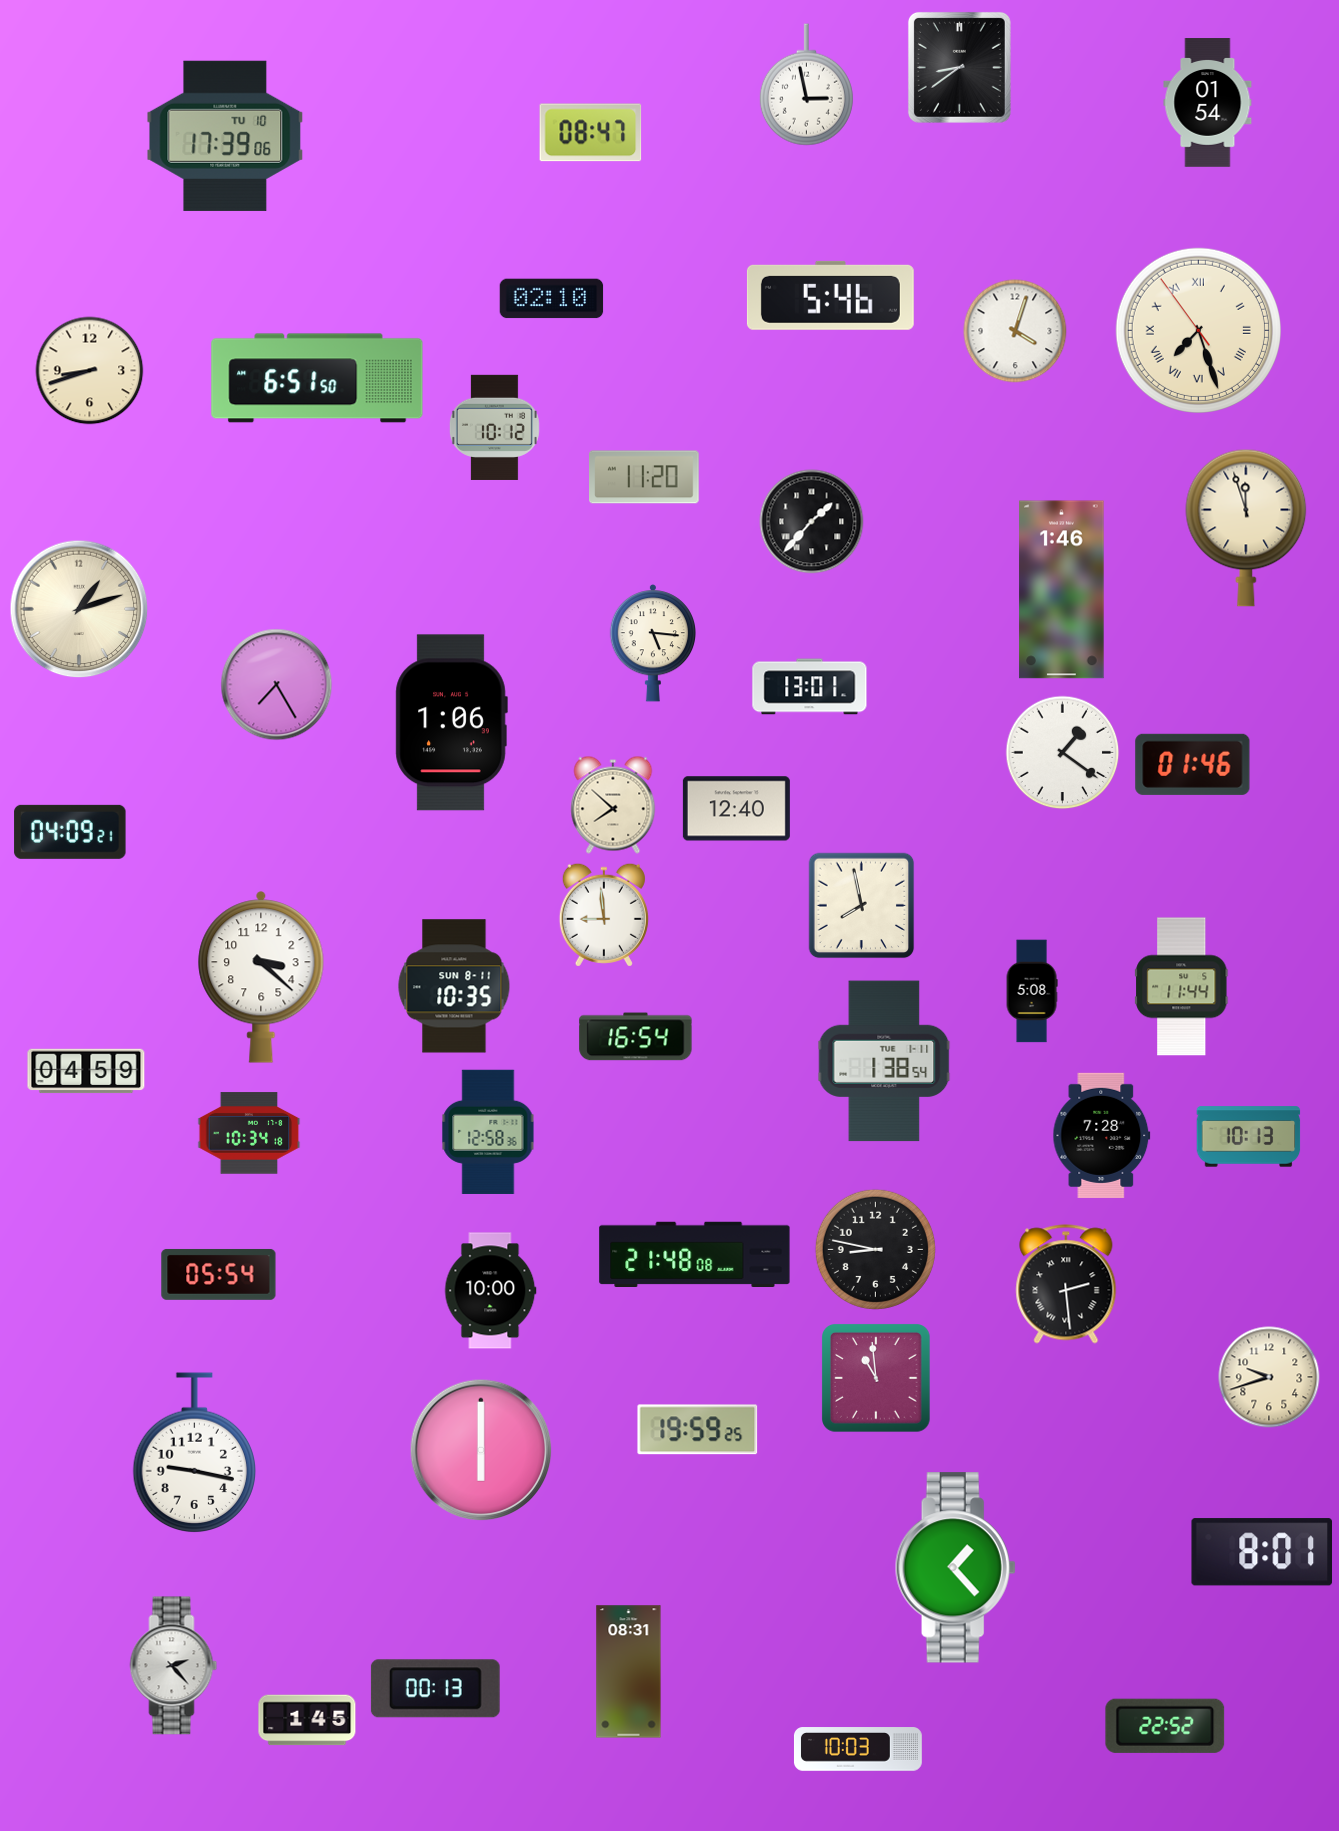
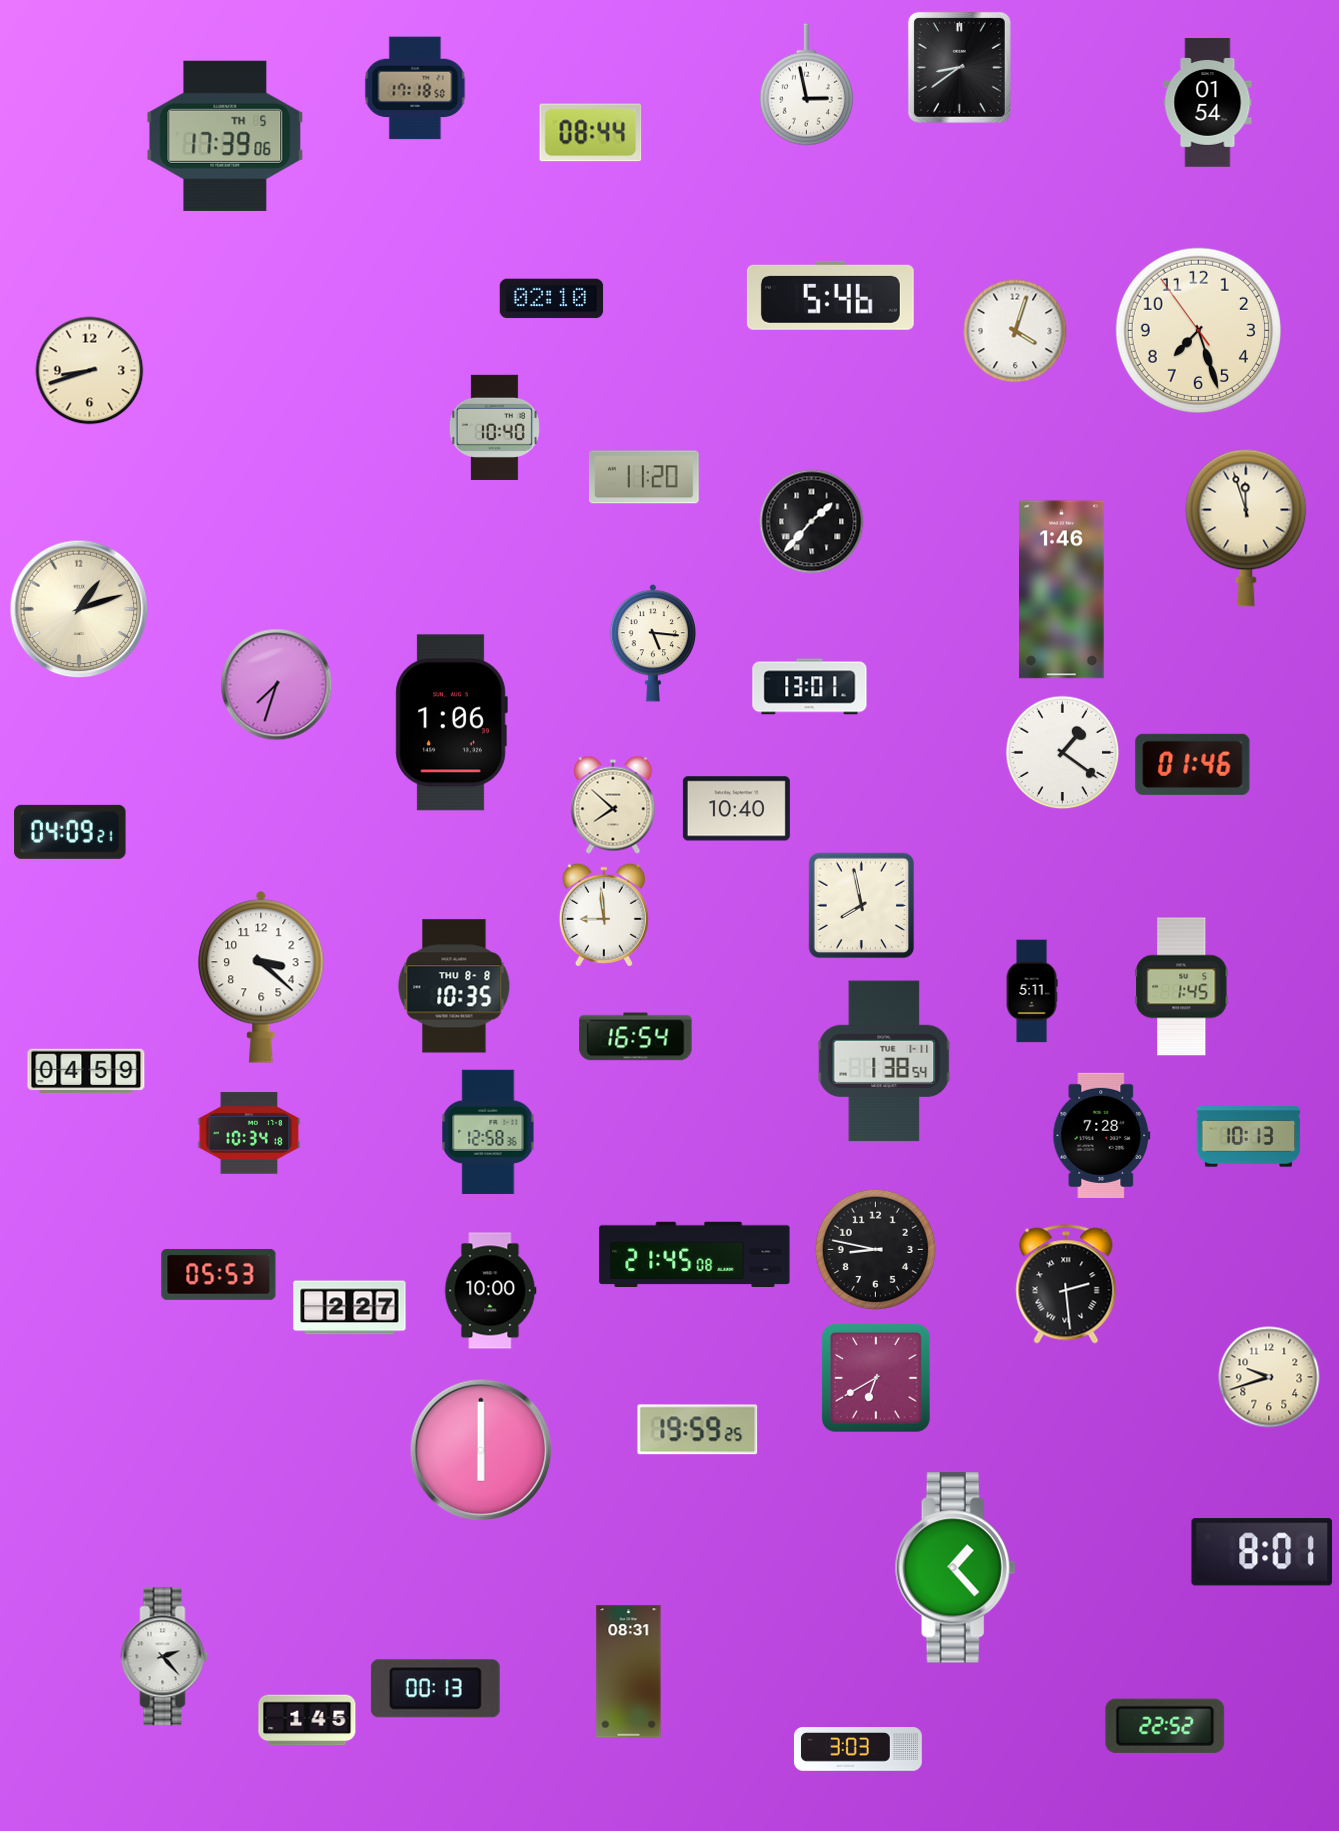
clock at (415, 88): none -> 17:18
clock at (591, 133): 08:47 -> 08:44
clock at (225, 136) date: TU 10 -> TH 5
clock at (1198, 330) numerals: Roman -> Arabic
clock at (317, 378): 6:51 -> none
clock at (494, 427): 10:12 -> 10:40
clock at (277, 685): 7:25 -> 7:33
clock at (736, 809): 12:40 -> 10:40
clock at (454, 986) date: SUN 8-11 -> THU 8-8
clock at (1182, 987): 11:44 -> 1:45
clock at (1032, 991): 5:08 -> 5:11
clock at (695, 1254): 21:48 -> 21:45
clock at (219, 1274): 05:54 -> 05:53
clock at (350, 1308): none -> 2:27
clock at (877, 1379): 10:59 -> 6:40
clock at (195, 1453): 9:17 -> none
clock at (174, 1666) position: (174, 1666) -> (165, 1657)
clock at (858, 1749): 10:03 -> 3:03
